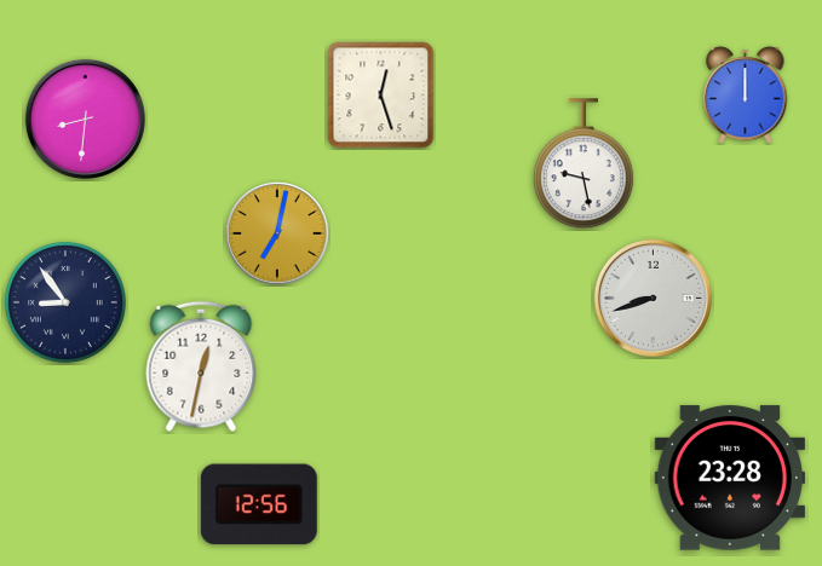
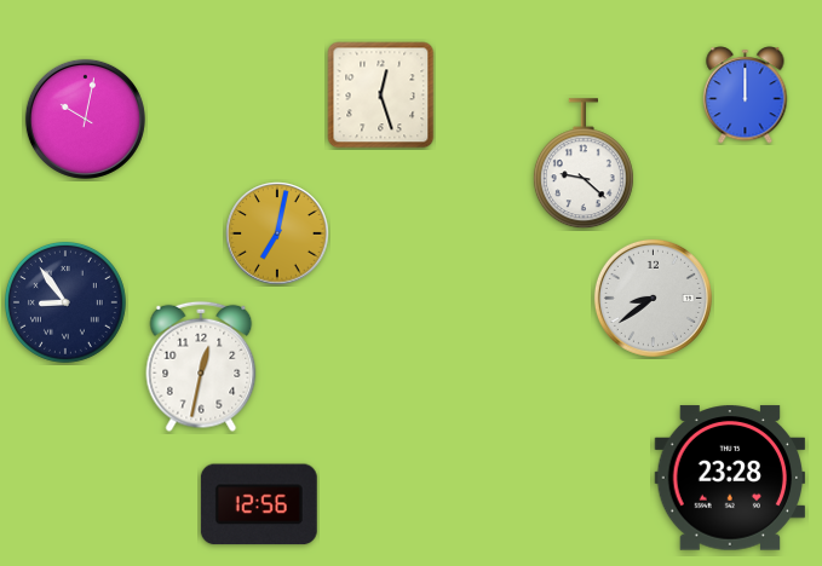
clock at (85, 119): 8:31 -> 10:02
clock at (584, 164): 9:28 -> 9:22
clock at (653, 298): 8:42 -> 8:39
